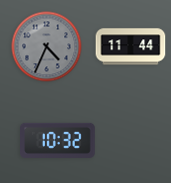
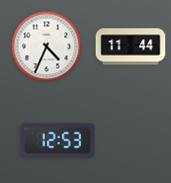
clock at (47, 47) dial: grey -> white
clock at (58, 140): 10:32 -> 12:53
